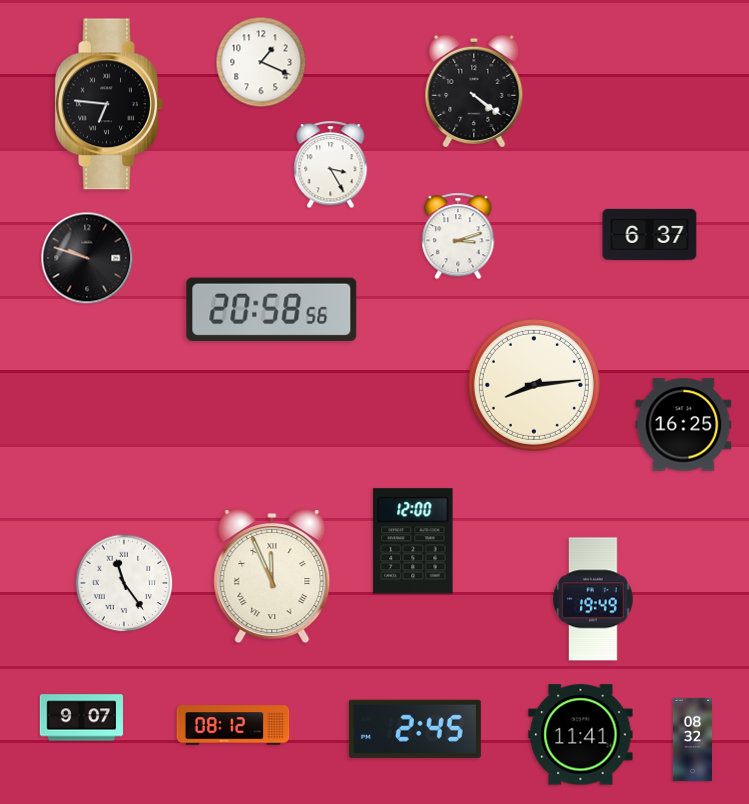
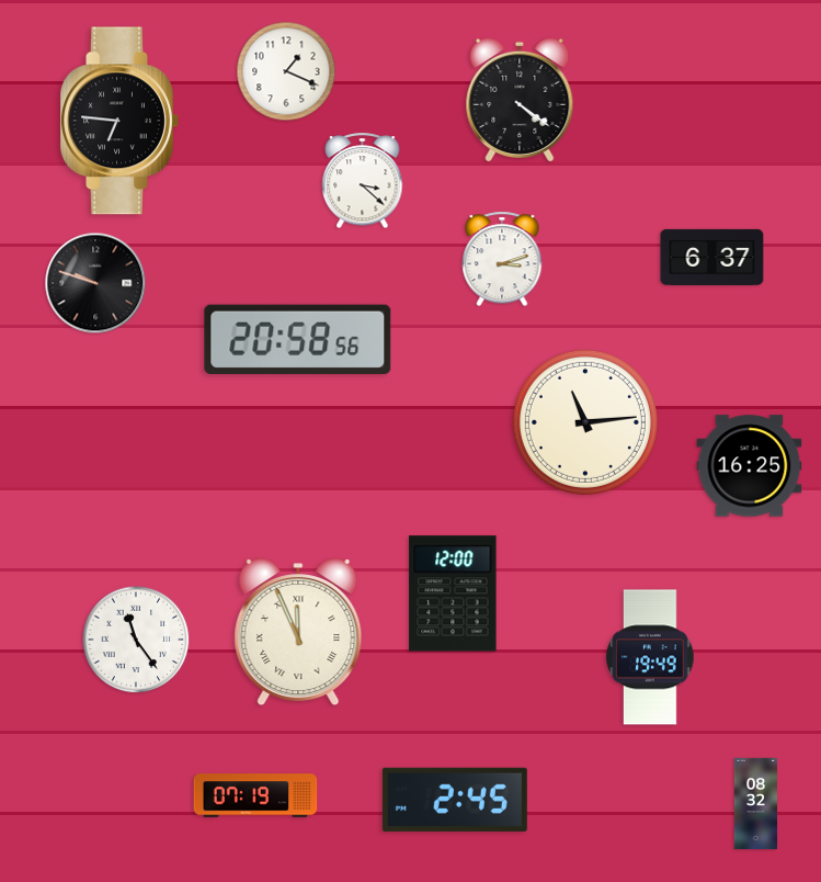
clock at (261, 62) position: (261, 62) -> (286, 71)
clock at (109, 104) position: (109, 104) -> (119, 121)
clock at (331, 165): 3:25 -> 3:22
clock at (534, 385): 8:14 -> 11:14
clock at (81, 718): 9:07 -> none
clock at (233, 725): 08:12 -> 07:19
clock at (581, 735): 11:41 -> none
clock at (692, 740) position: (692, 740) -> (755, 804)
